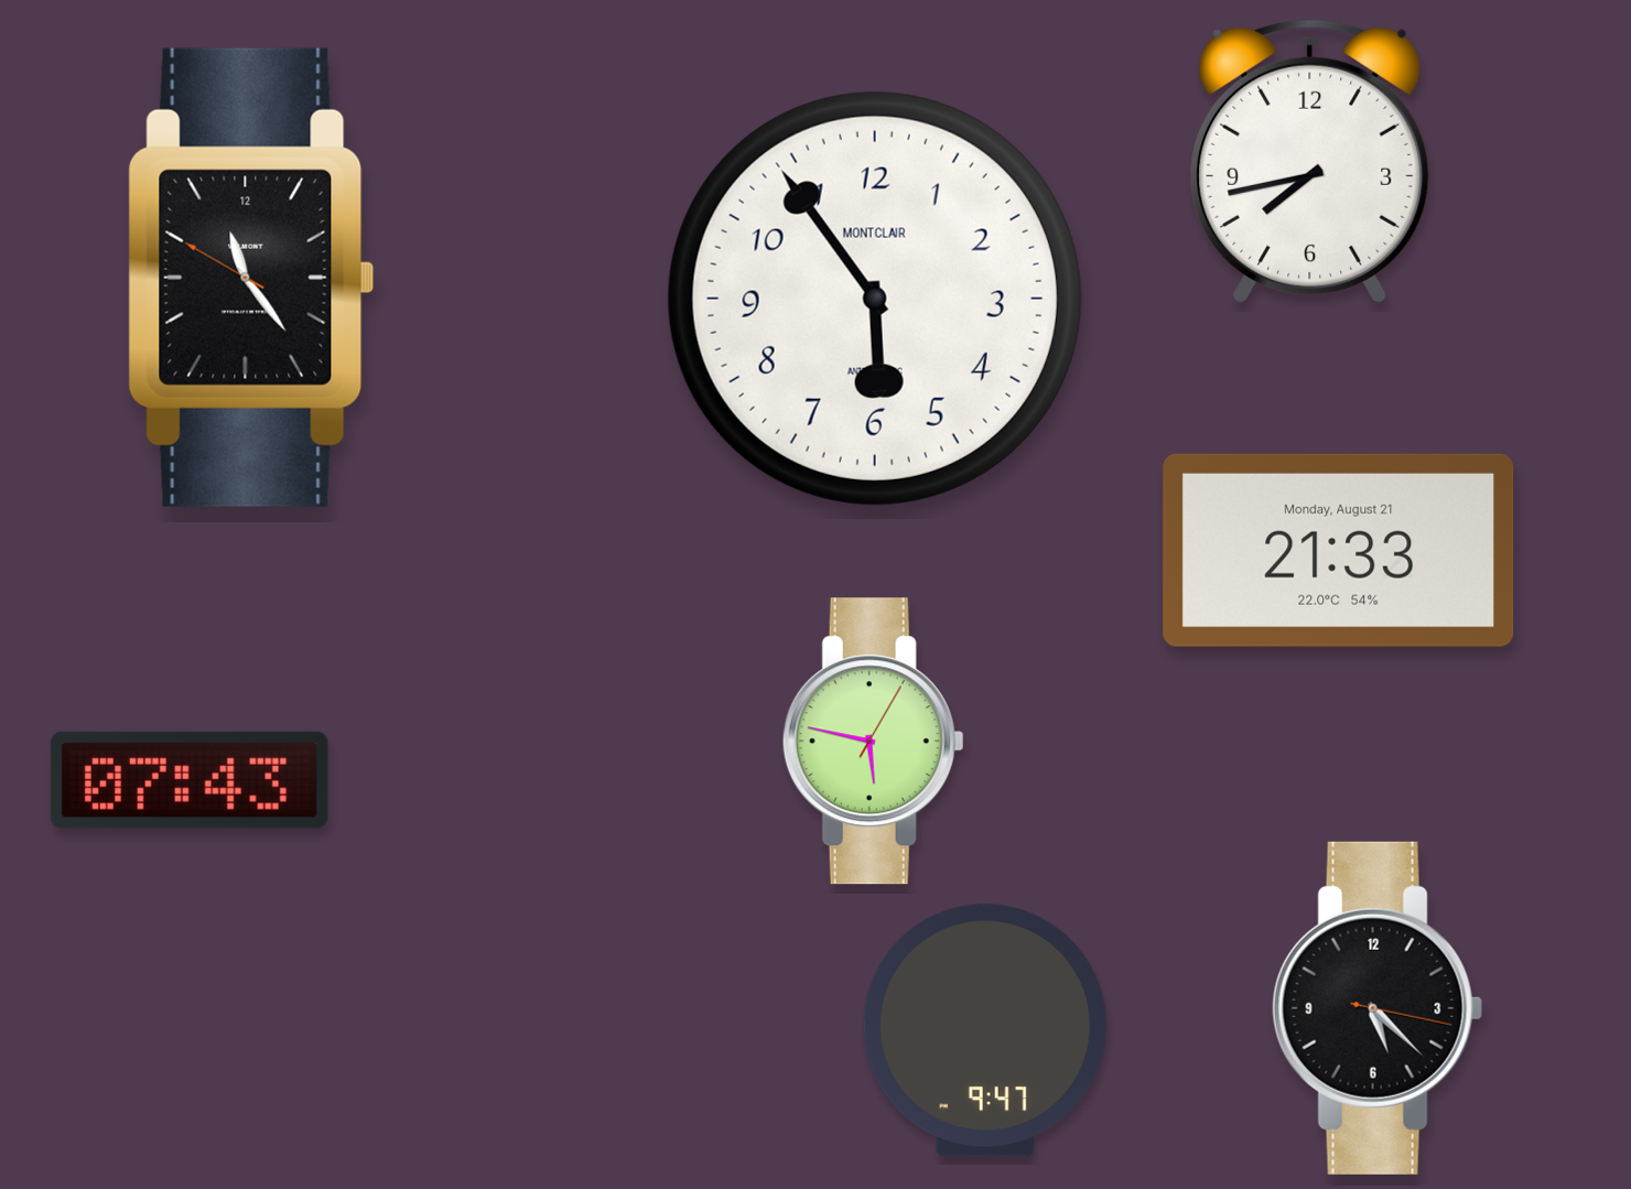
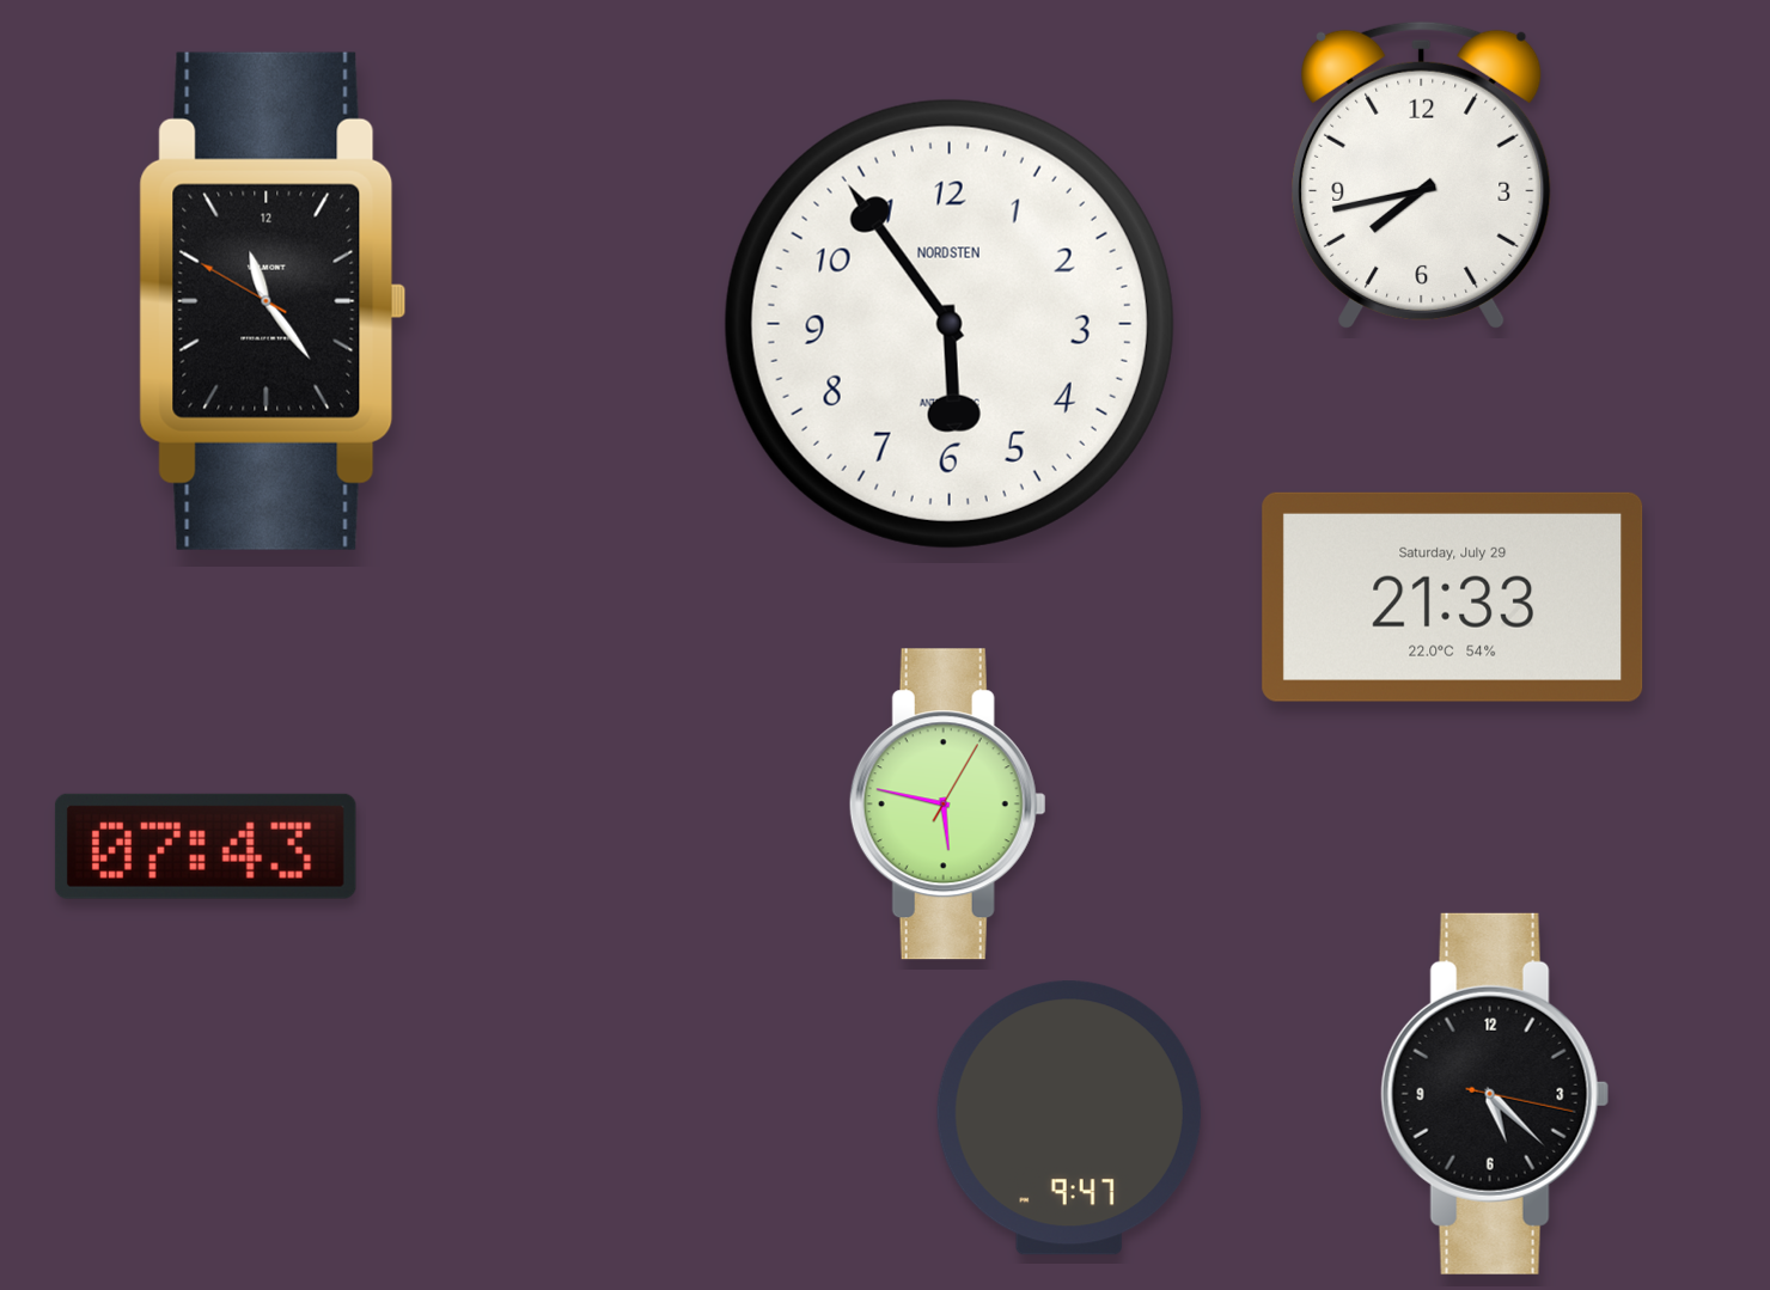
clock at (875, 299) brand: MONTCLAIR -> NORDSTEN
clock at (1339, 550) date: Monday, August 21 -> Saturday, July 29
